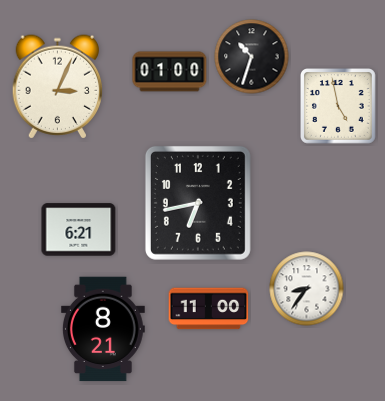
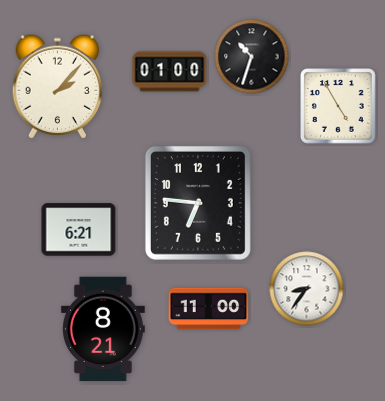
clock at (57, 87): 3:04 -> 2:07
clock at (339, 107): 4:58 -> 4:55
clock at (198, 203): 6:43 -> 6:46
